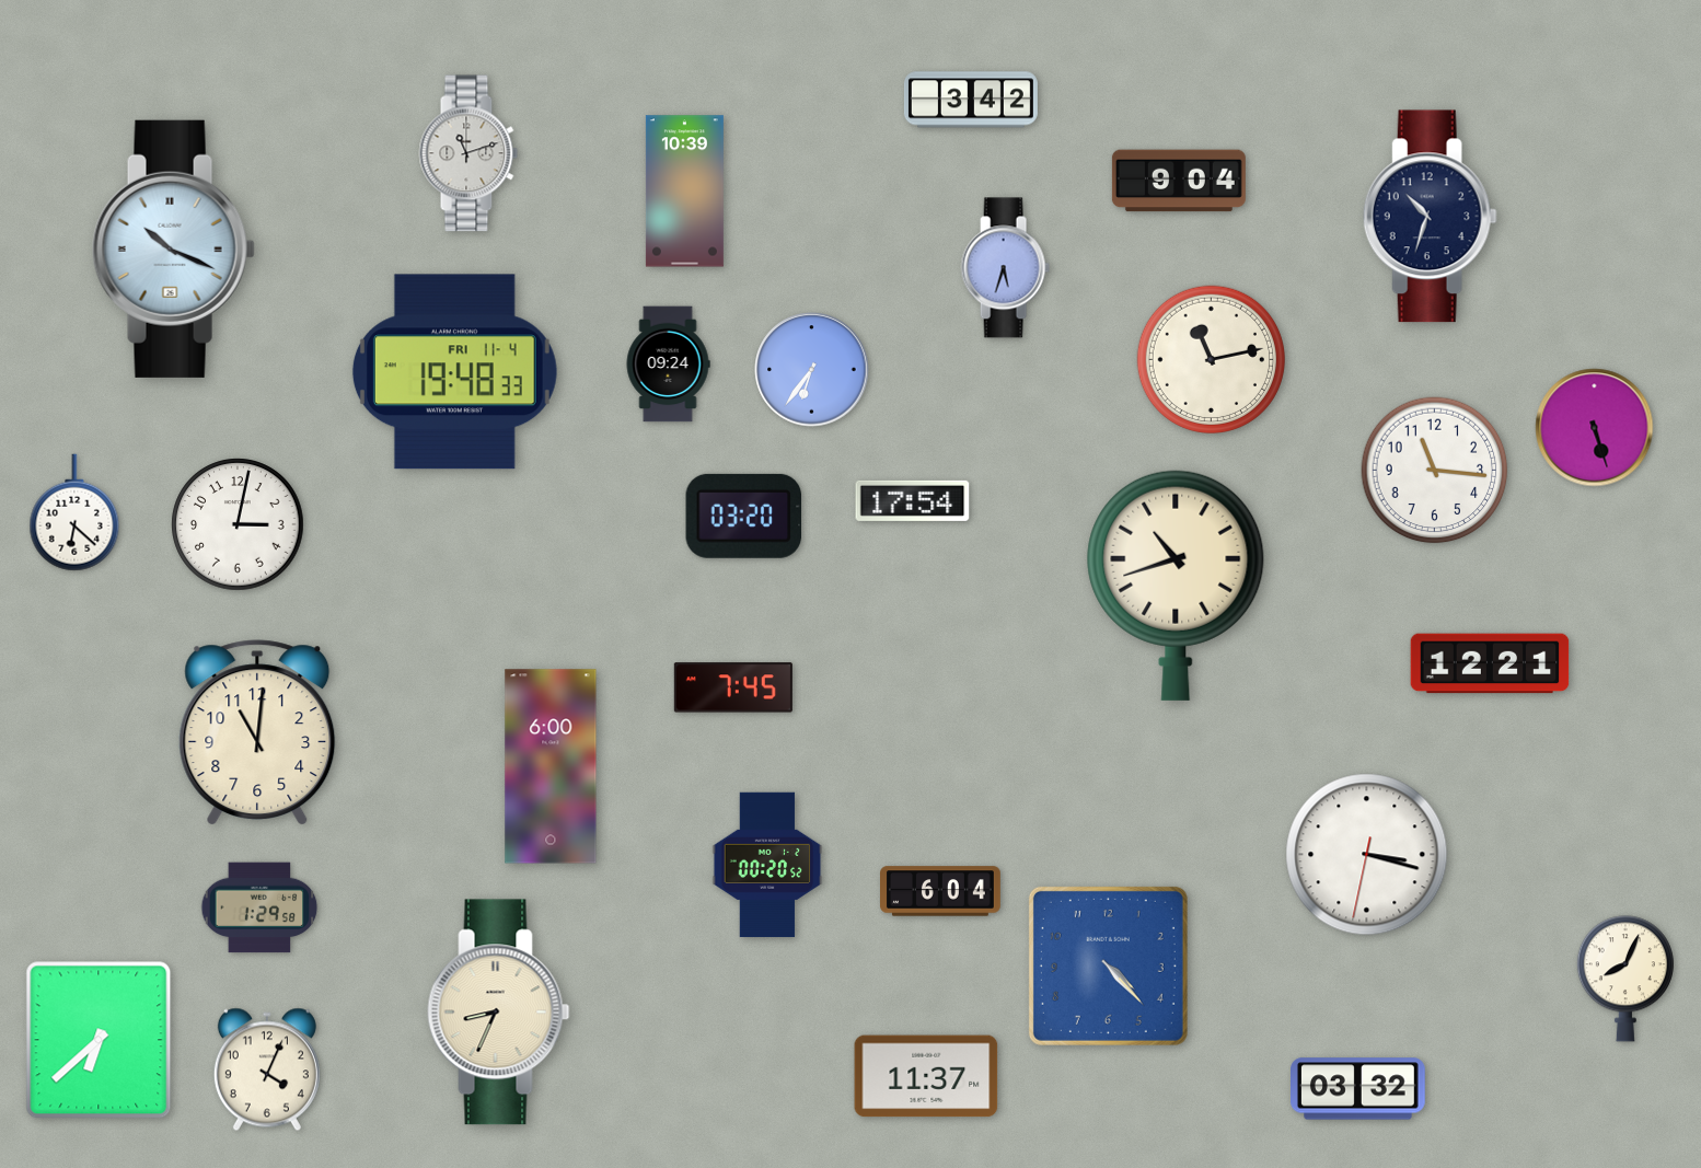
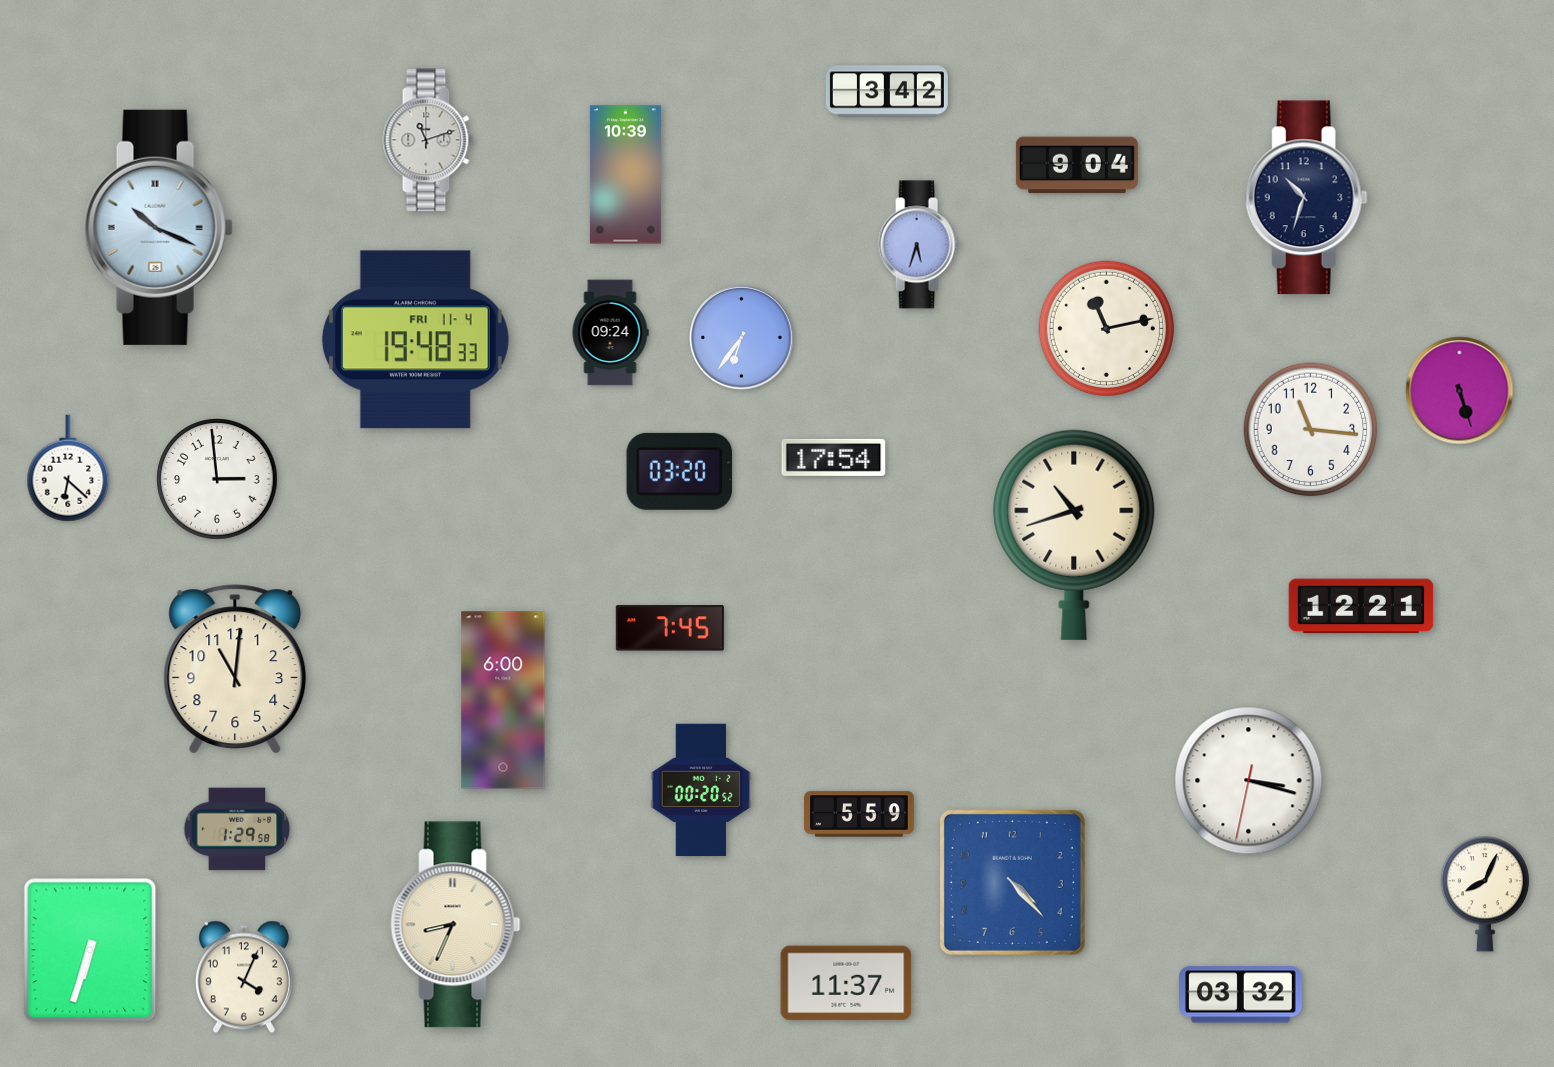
clock at (1595, 428) position: (1595, 428) -> (1460, 391)
clock at (238, 524): 3:02 -> 2:59
clock at (941, 891): 6:04 -> 5:59
clock at (99, 1040): 6:38 -> 6:33
